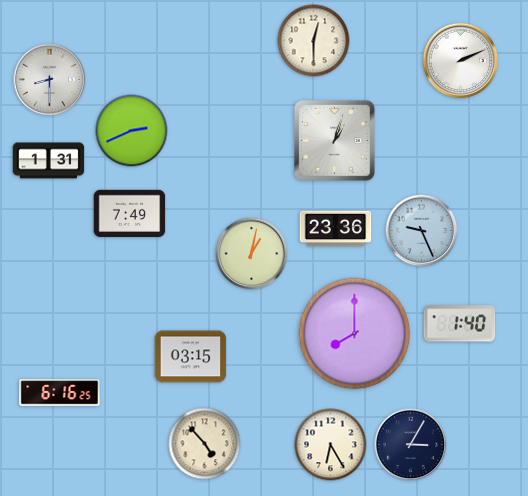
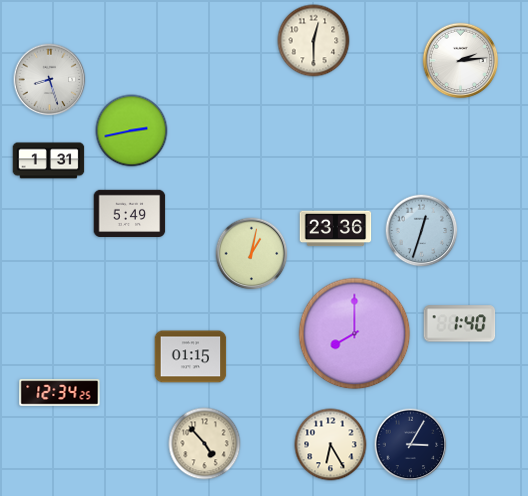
clock at (461, 61): 2:11 -> 2:14
clock at (50, 80): 8:30 -> 8:27
clock at (132, 131): 2:41 -> 2:43
clock at (335, 141): 1:03 -> none
clock at (130, 213): 7:49 -> 5:49
clock at (422, 231): 9:26 -> 12:33
clock at (191, 357): 03:15 -> 01:15
clock at (60, 393): 6:16 -> 12:34
